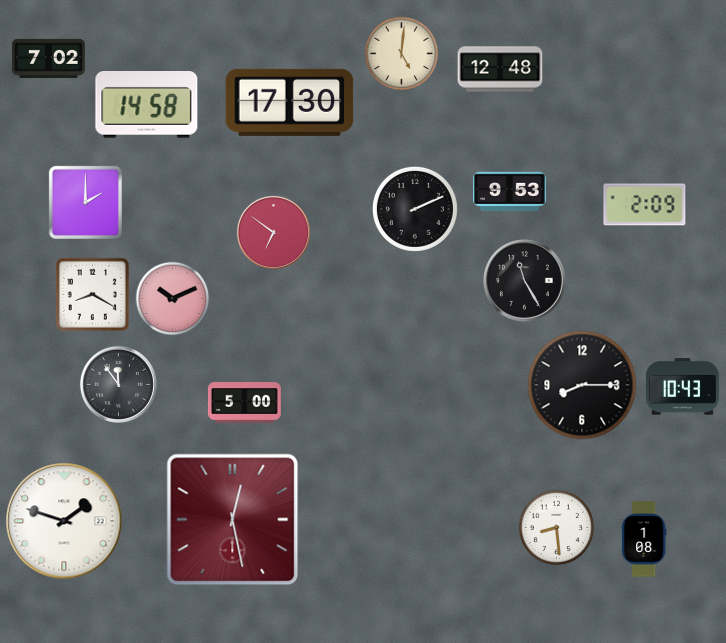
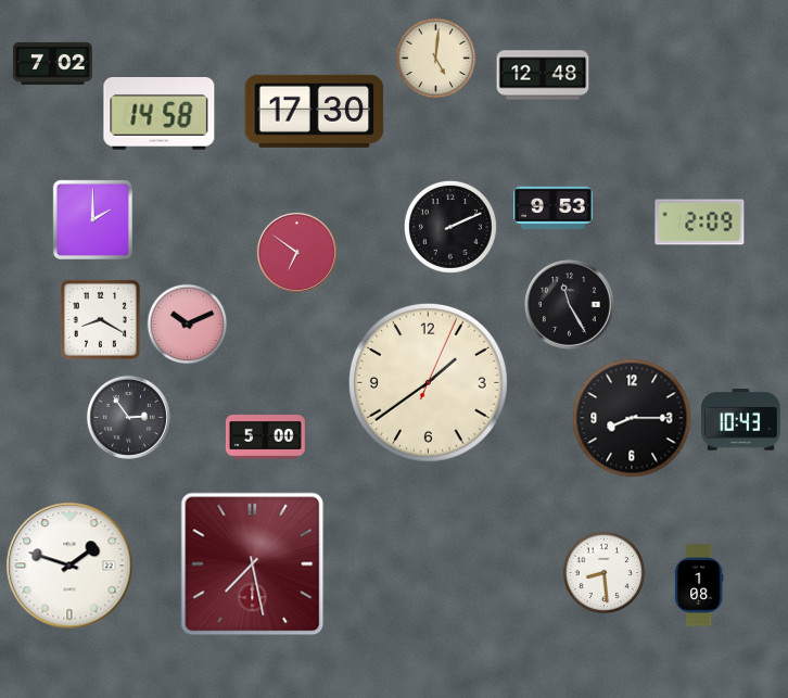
clock at (428, 382): none -> 1:39
clock at (118, 384): 11:54 -> 2:54
clock at (233, 520): 12:28 -> 7:28
